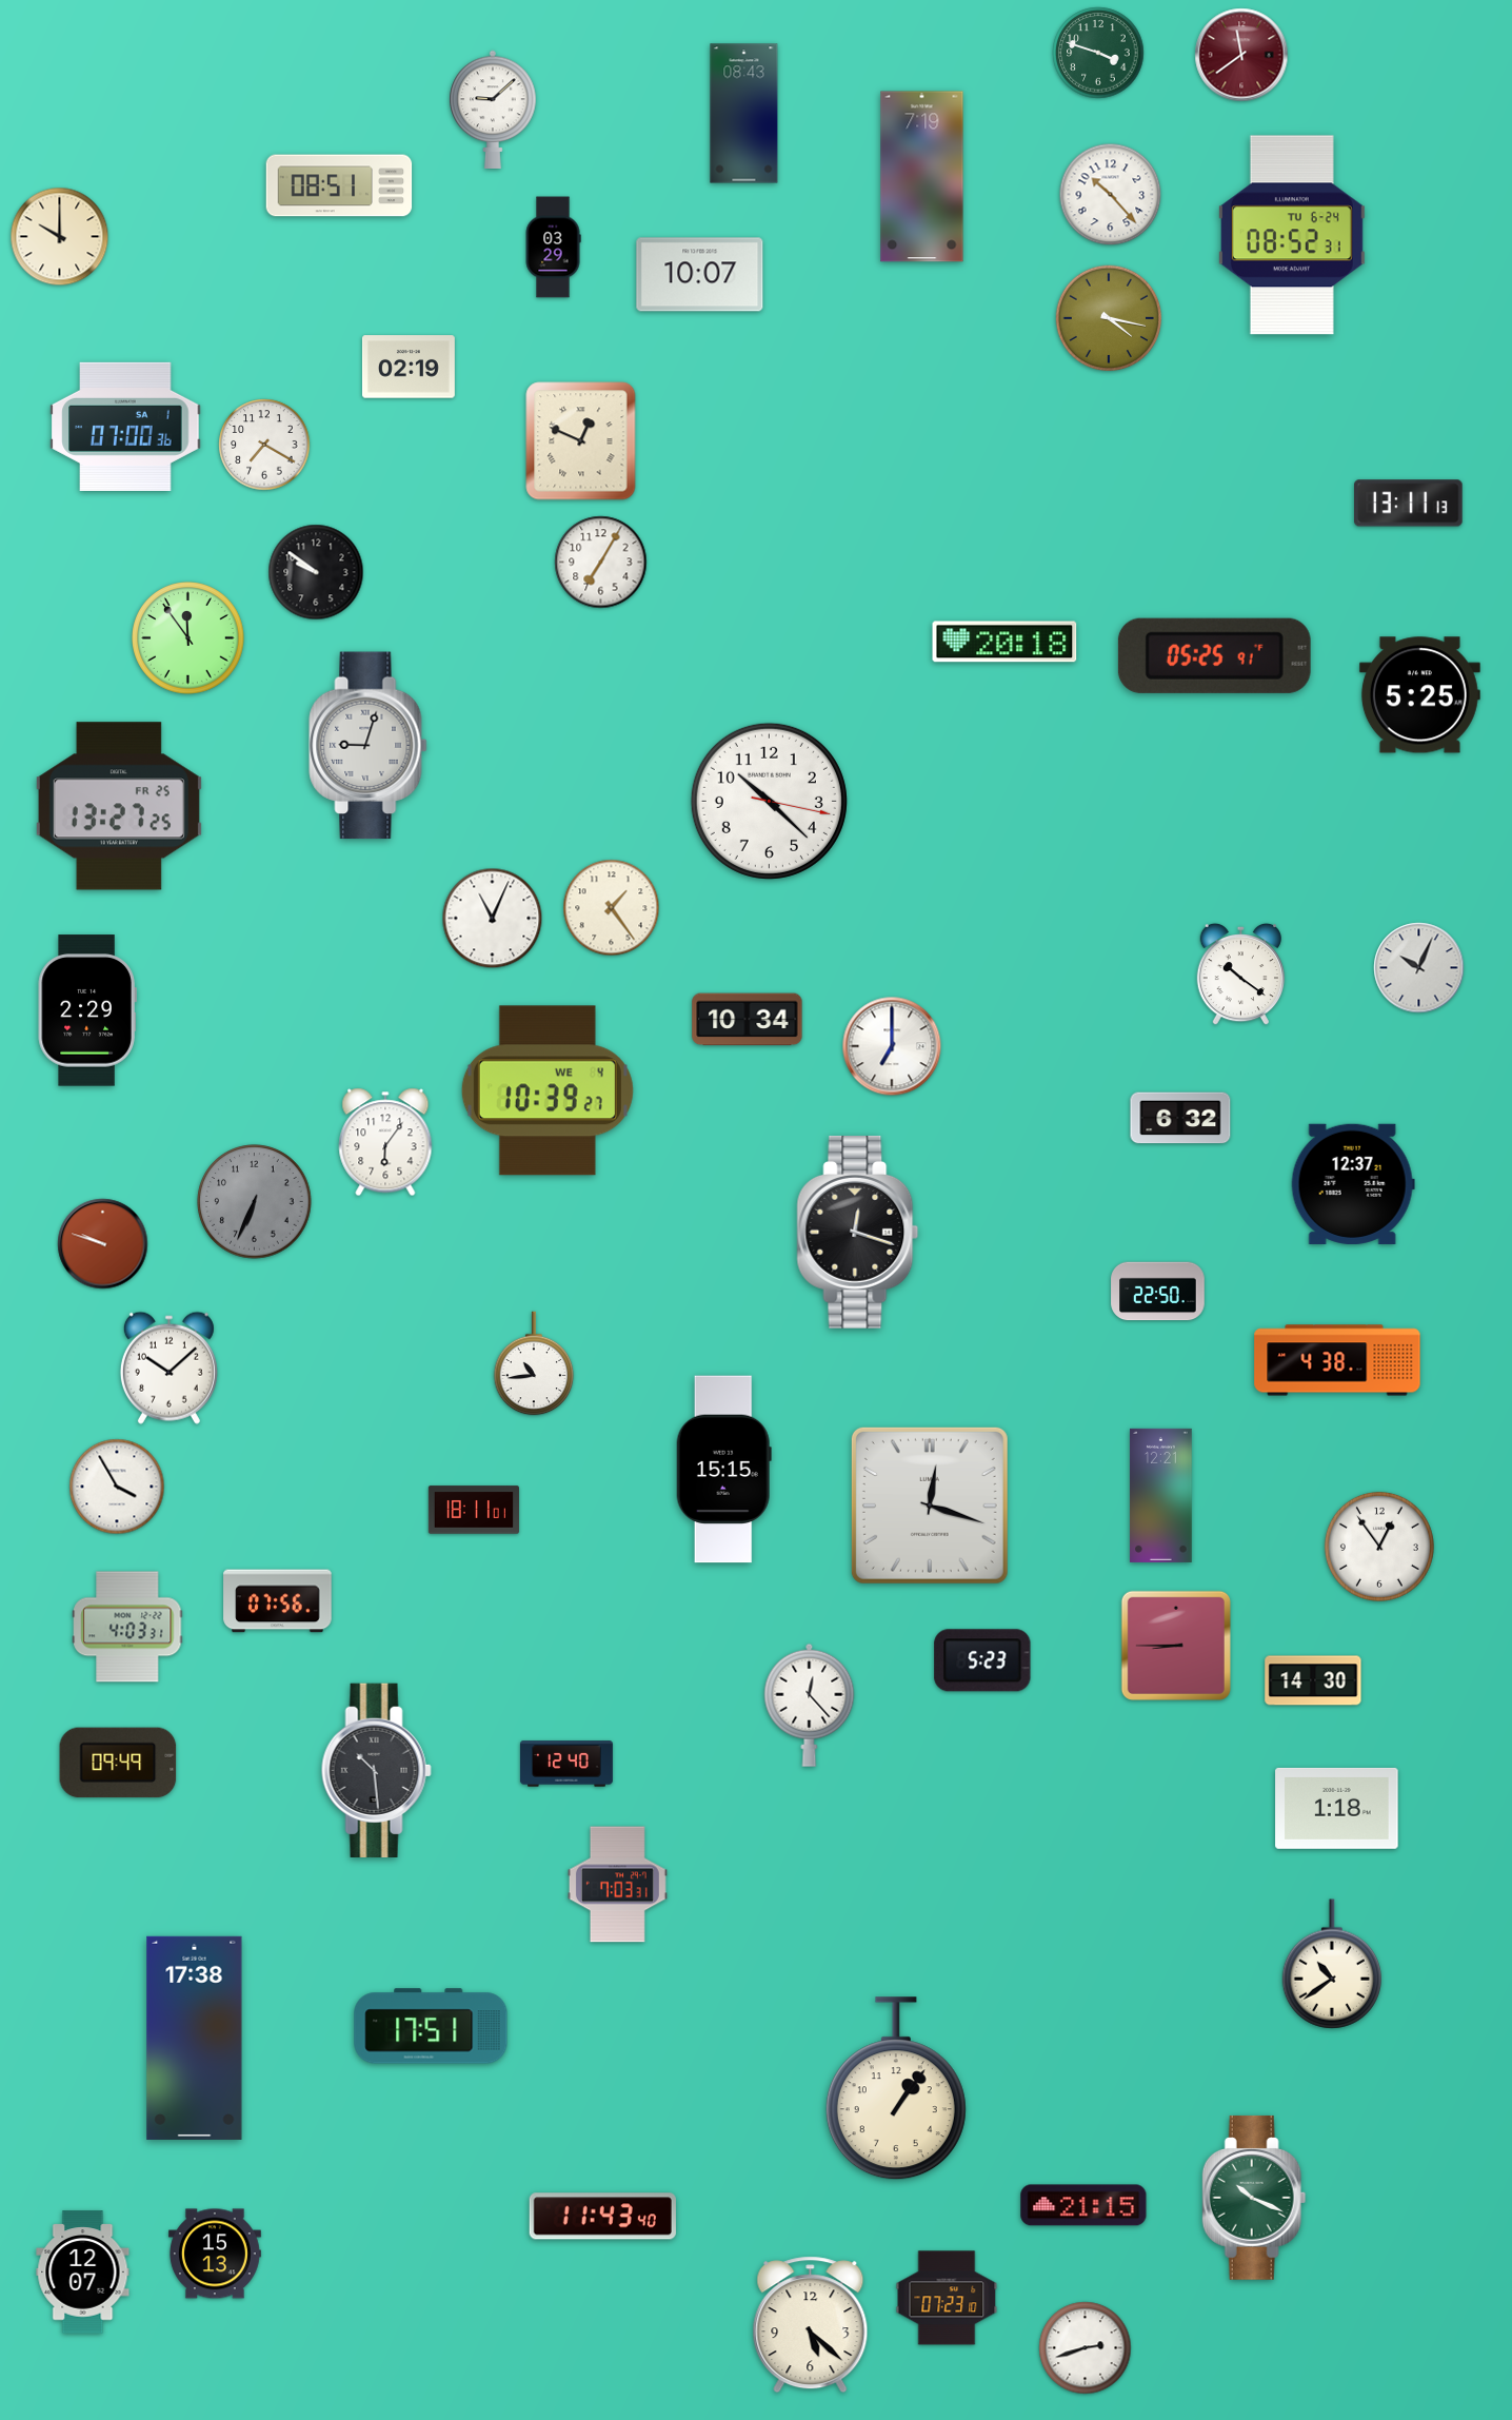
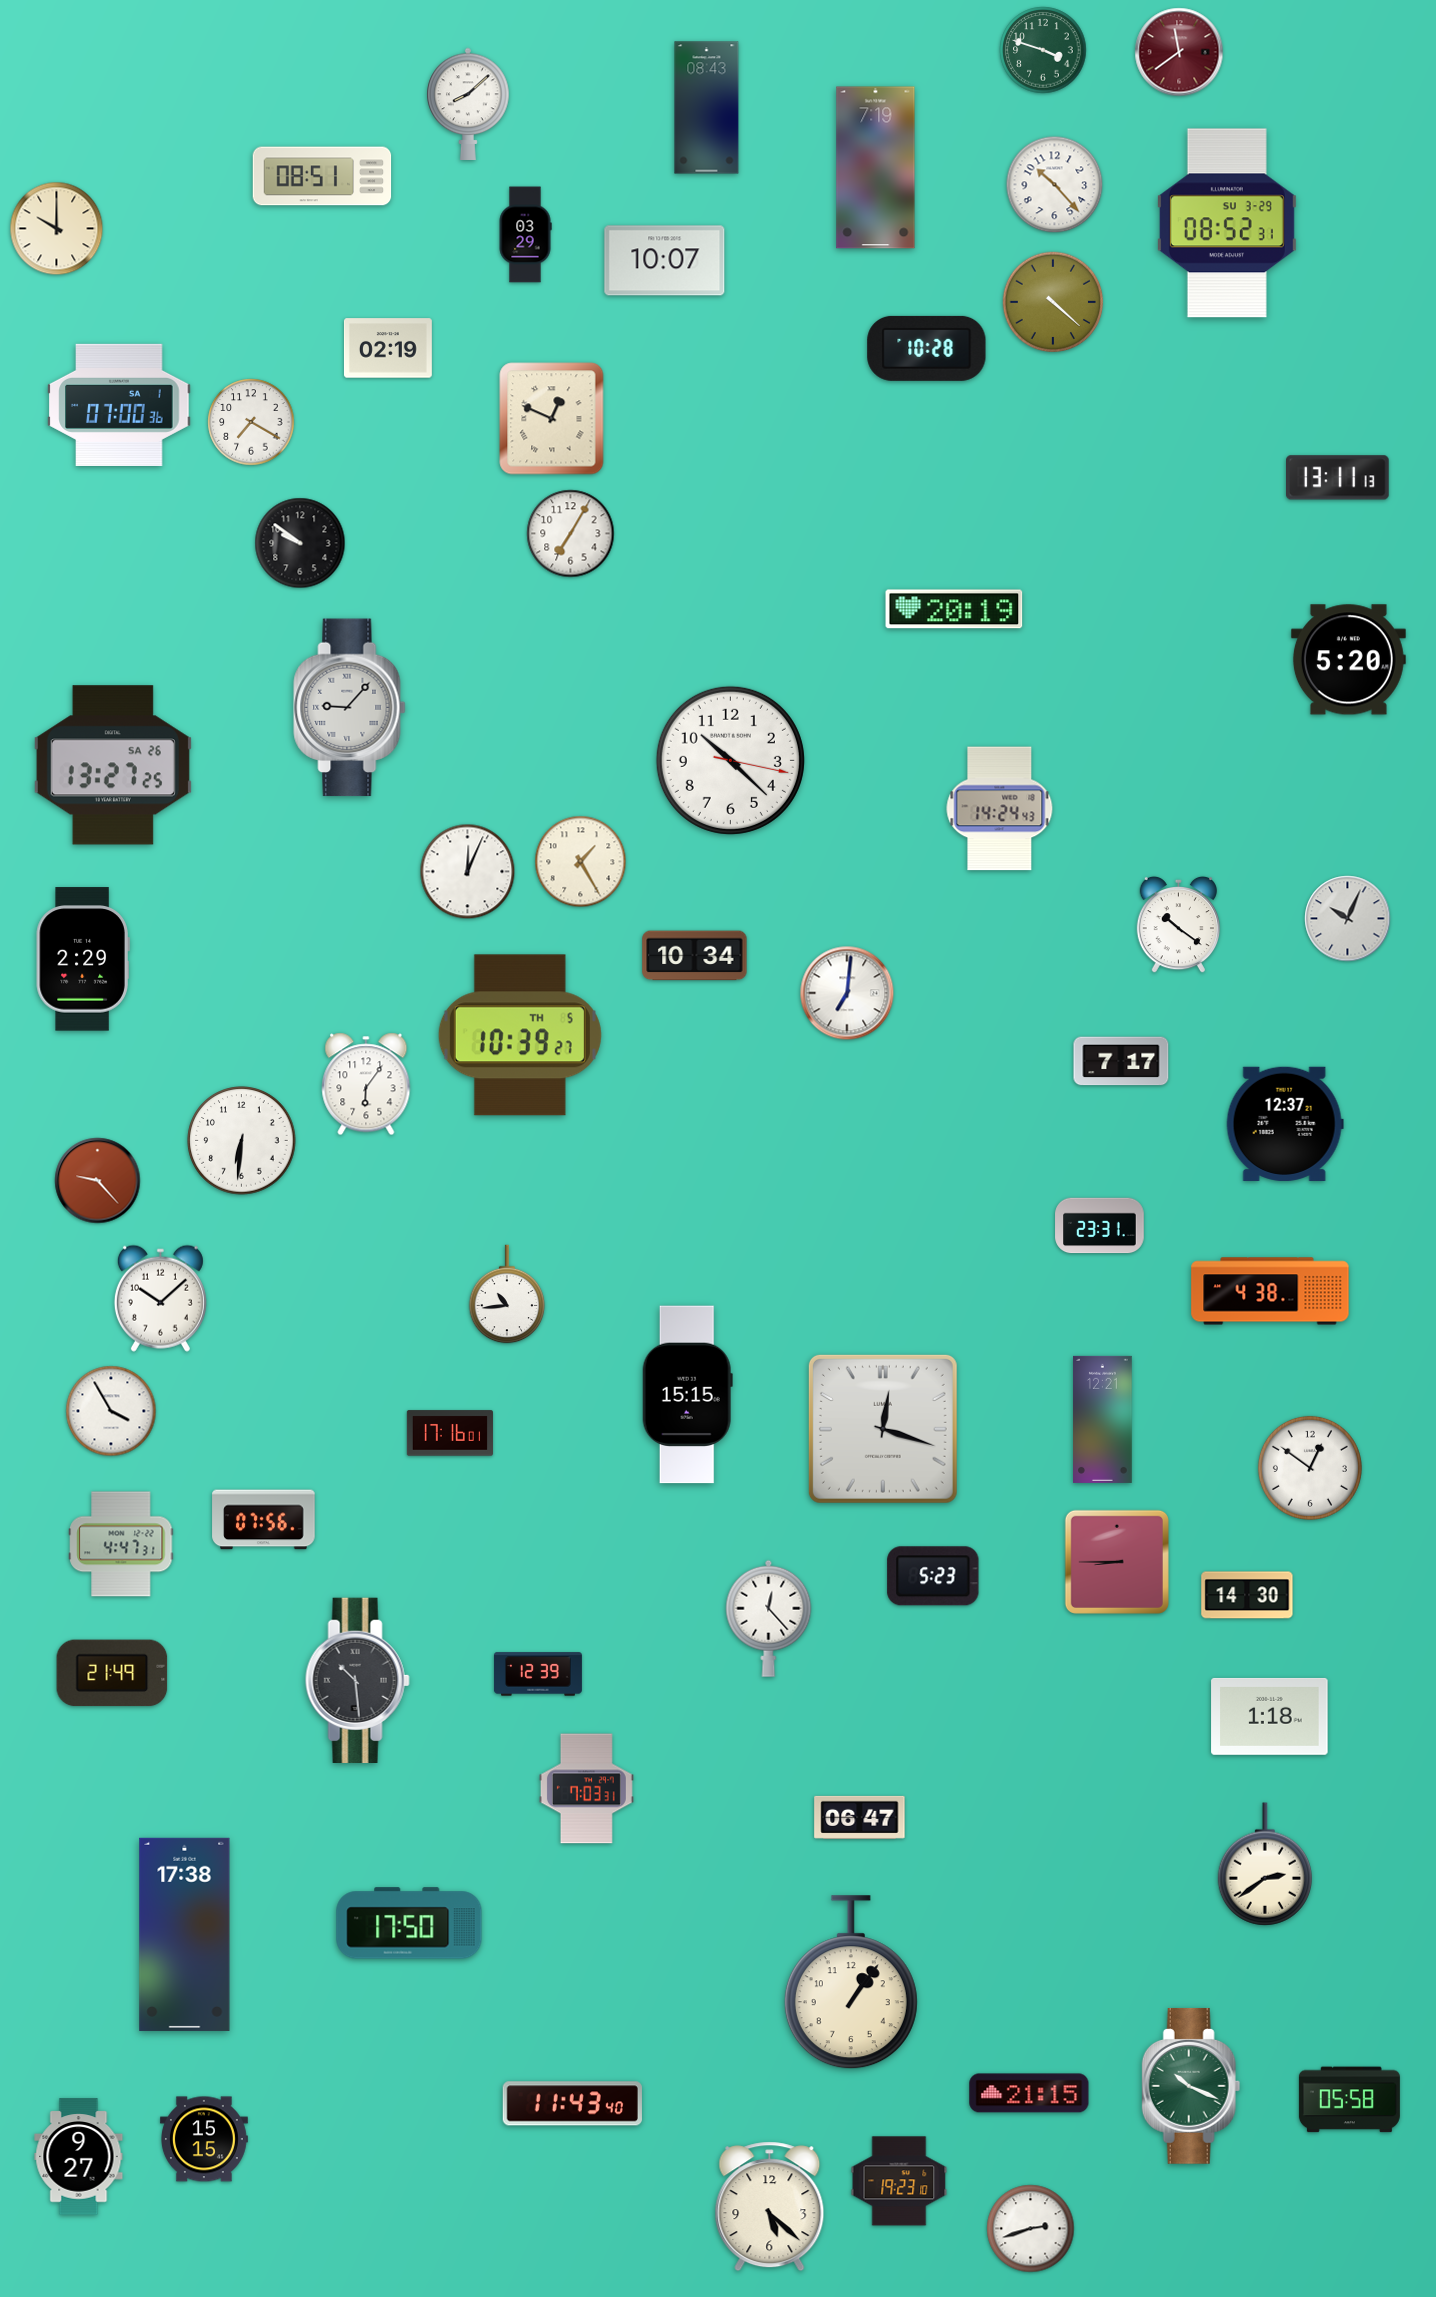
clock at (493, 109): 9:08 -> 8:08
clock at (1292, 235) date: TU 6-24 -> SU 3-29
clock at (60, 237) position: (60, 237) -> (57, 229)
clock at (1109, 318): 4:17 -> 4:22
clock at (927, 348): none -> 10:28
clock at (188, 638): 11:54 -> none
clock at (1004, 642): 20:18 -> 20:19
clock at (1214, 655): 05:25 -> none
clock at (1419, 695): 5:25 -> 5:20
clock at (369, 746): 9:03 -> 9:07
clock at (119, 806) date: FR 25 -> SA 26
clock at (1000, 809): none -> 14:24
clock at (612, 908): 1:24 -> 1:25
clock at (493, 919): 11:04 -> 12:04
clock at (748, 1020) position: (748, 1020) -> (695, 956)
clock at (892, 1046): 7:00 -> 7:01
clock at (548, 1090) date: WE 4 -> TH 5
clock at (1180, 1118): 6:32 -> 7:17
clock at (255, 1202): 6:34 -> 6:31
clock at (255, 1202) dial: grey -> white
clock at (858, 1232): 12:18 -> none
clock at (103, 1244): 9:48 -> 9:23
clock at (1158, 1292): 22:50 -> 23:31
clock at (474, 1510): 18:11 -> 17:16
clock at (1379, 1547): 12:54 -> 12:51
clock at (127, 1627): 4:03 -> 4:47
clock at (118, 1763): 09:49 -> 21:49
clock at (566, 1764): 12:40 -> 12:39
clock at (860, 1817): none -> 06:47
clock at (1331, 1964): 10:39 -> 2:39
clock at (431, 2026): 17:51 -> 17:50
clock at (1349, 2100): none -> 05:58
clock at (215, 2254): 15:13 -> 15:15
clock at (83, 2273): 12:07 -> 9:27
clock at (947, 2298): 07:23 -> 19:23
